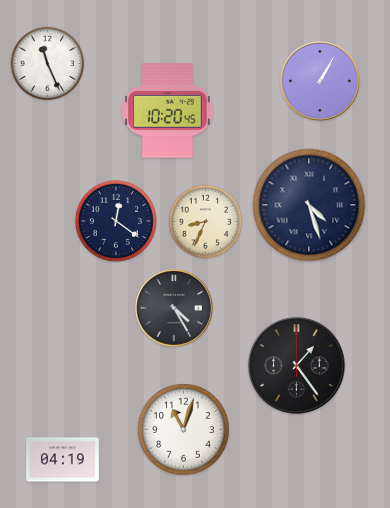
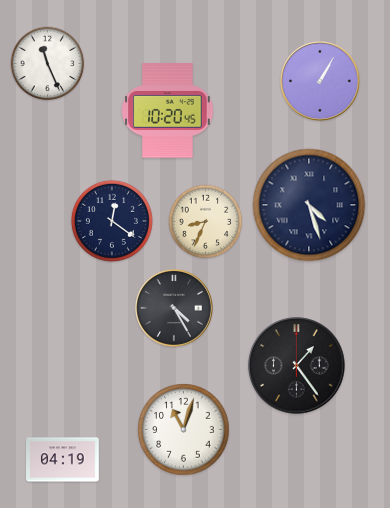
clock at (116, 221) position: (116, 221) -> (112, 221)
